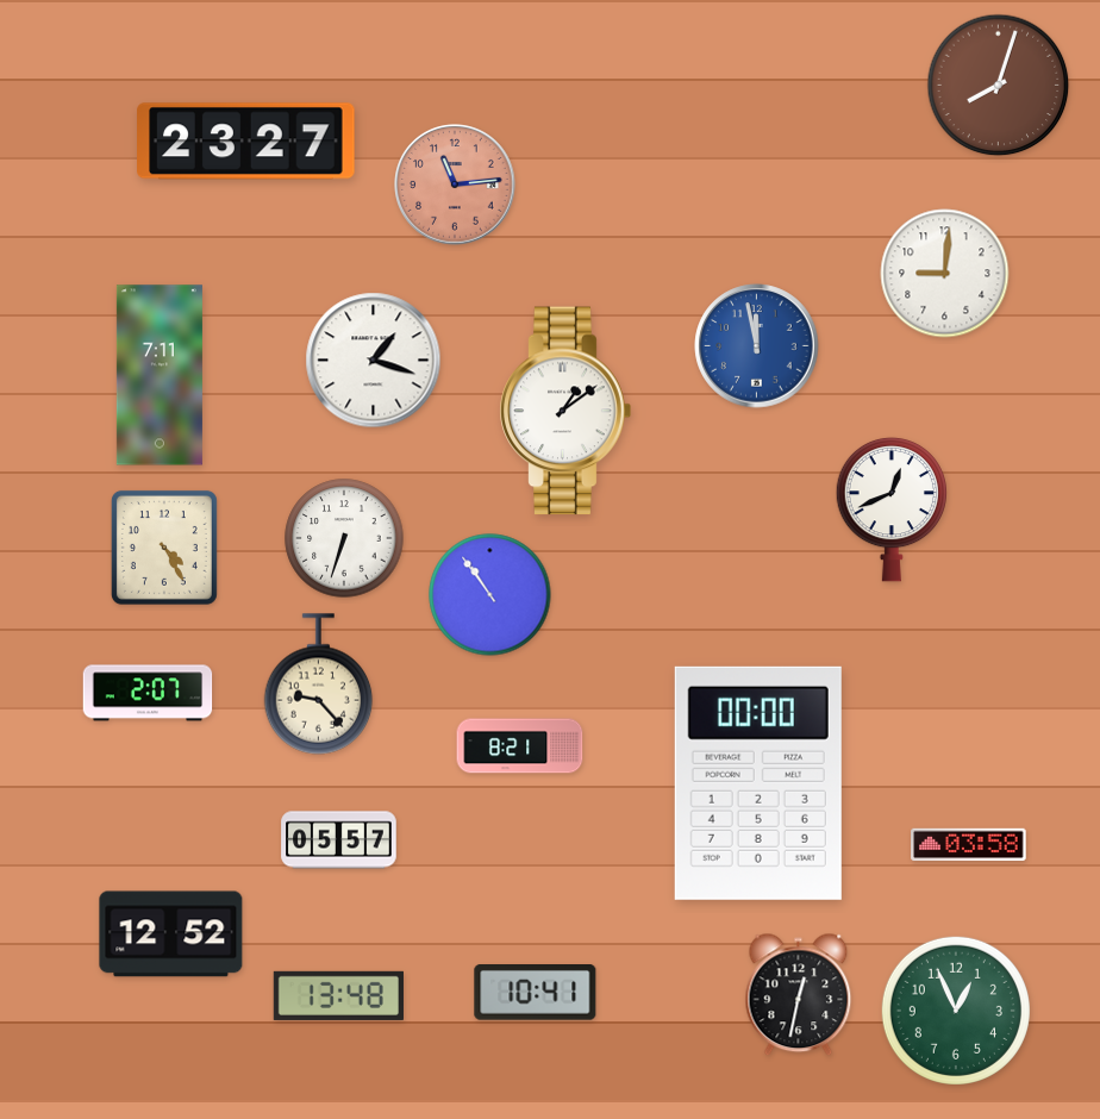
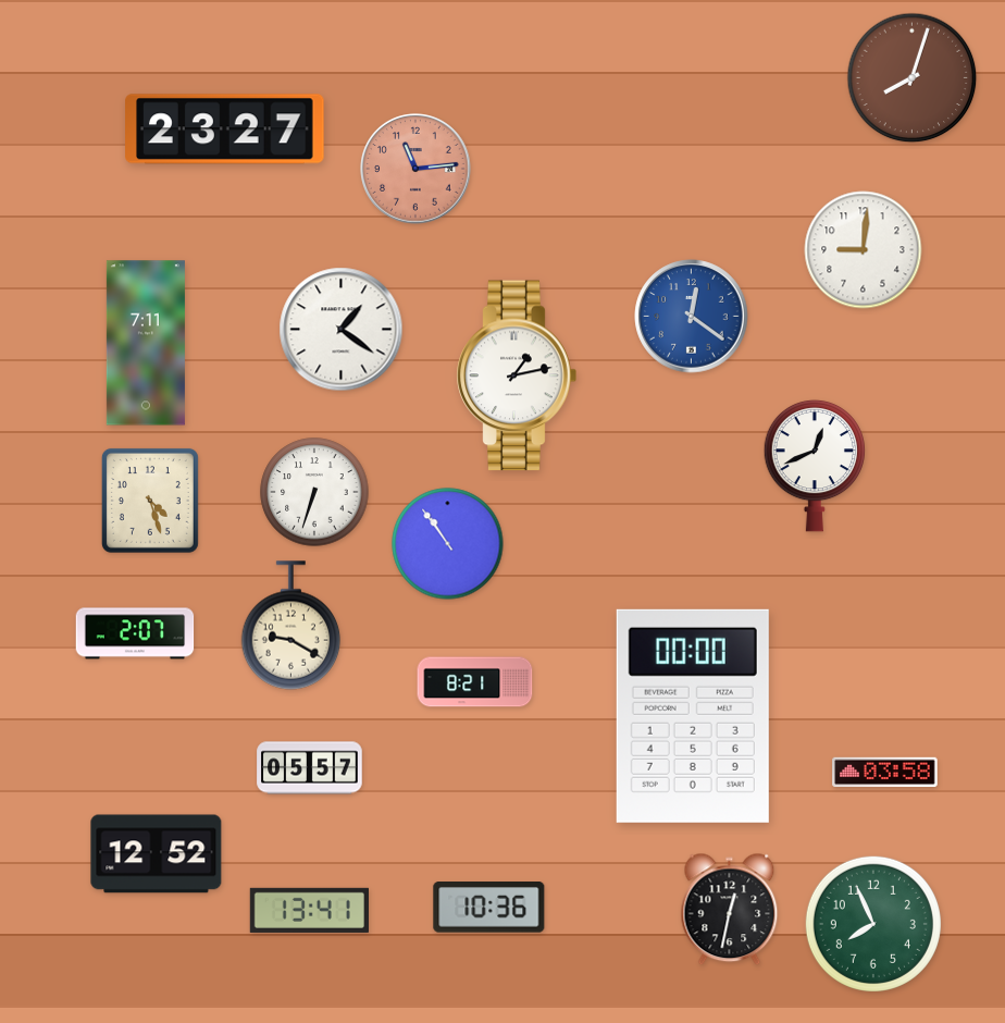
clock at (757, 346): 11:58 -> 12:21
clock at (374, 361): 1:18 -> 1:21
clock at (565, 411): 1:09 -> 1:13
clock at (164, 548): 4:25 -> 4:27
clock at (319, 684): 9:23 -> 9:20
clock at (536, 993): 10:41 -> 10:36
clock at (338, 995): 13:48 -> 13:41
clock at (956, 1011): 12:56 -> 7:56
